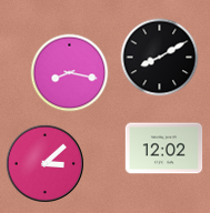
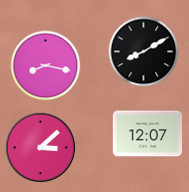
clock at (70, 73) position: (70, 73) -> (46, 66)
clock at (164, 149): 12:02 -> 12:07
